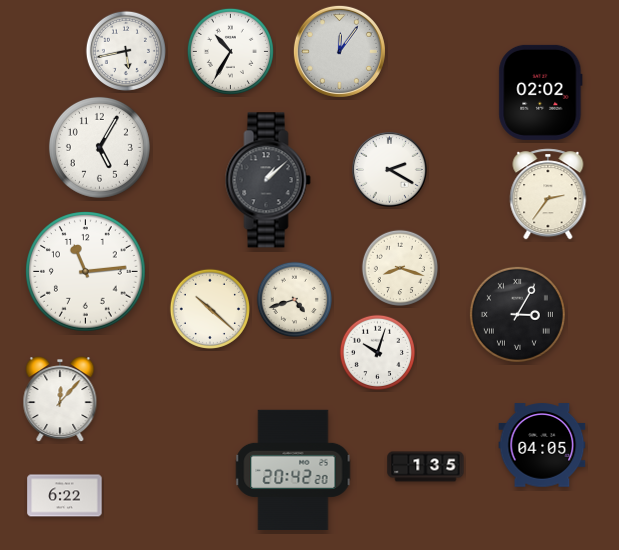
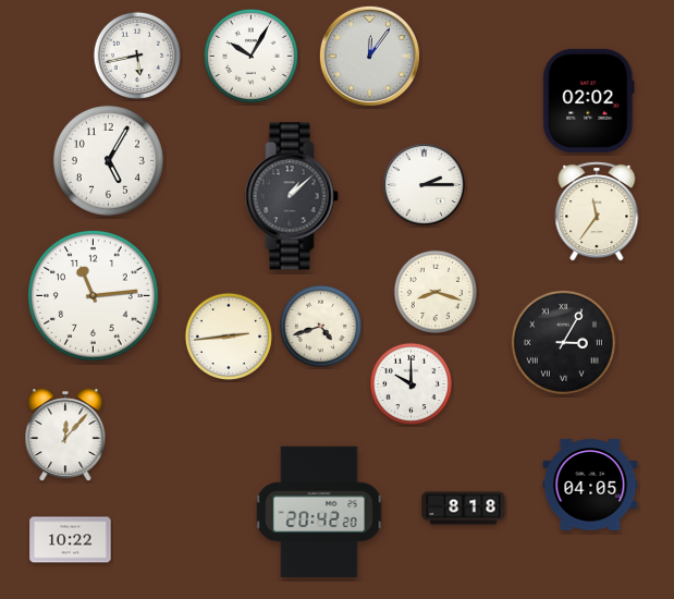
clock at (230, 51): 10:35 -> 10:05
clock at (390, 170): 2:20 -> 2:15
clock at (548, 194): 2:36 -> 11:36
clock at (210, 309): 10:22 -> 2:44
clock at (377, 352): 10:03 -> 10:00
clock at (426, 467): 1:35 -> 8:18
clock at (65, 496): 6:22 -> 10:22
